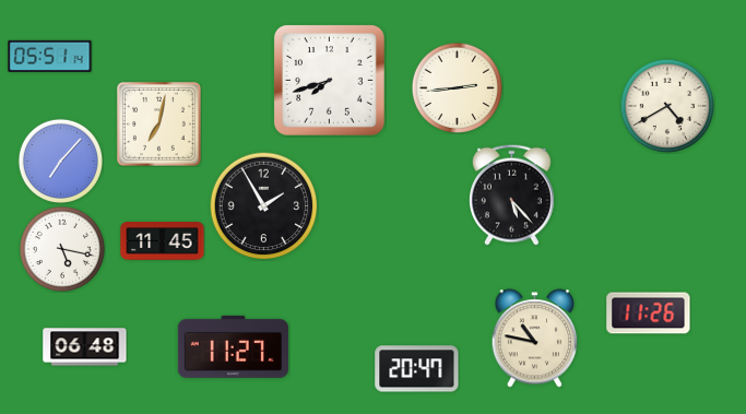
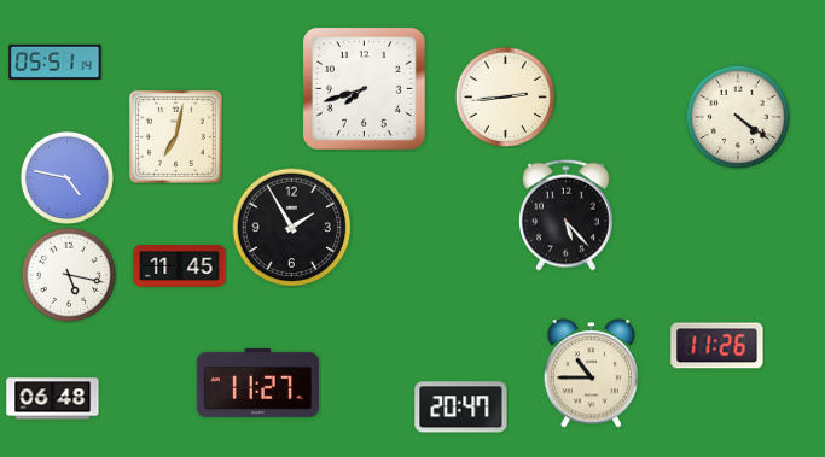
clock at (666, 105): 4:40 -> 4:21
clock at (60, 161): 7:07 -> 4:47
clock at (535, 339): 10:47 -> 10:45
clock at (85, 347) position: (85, 347) -> (53, 399)
